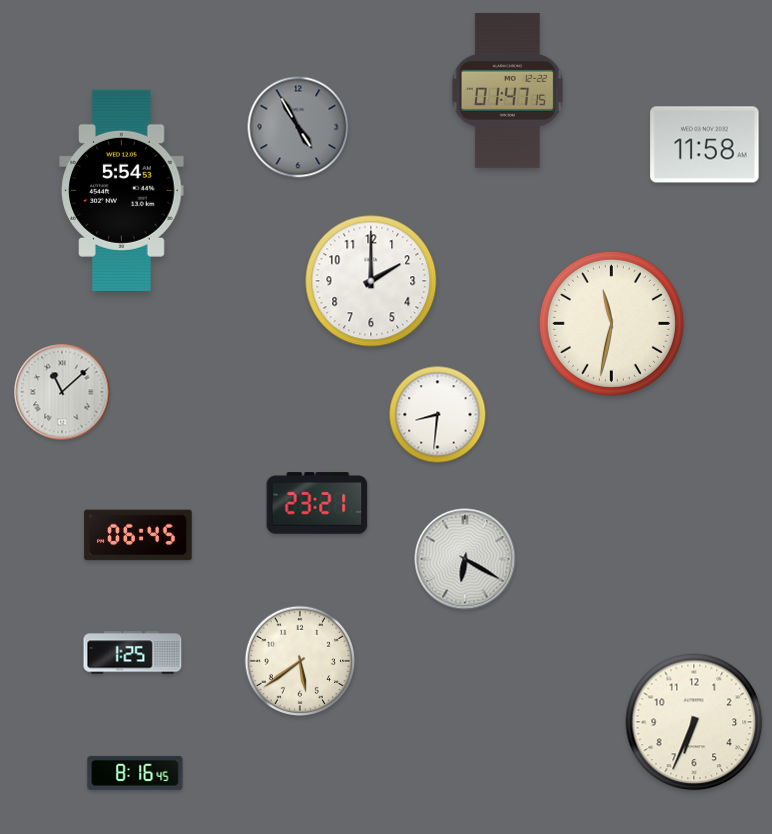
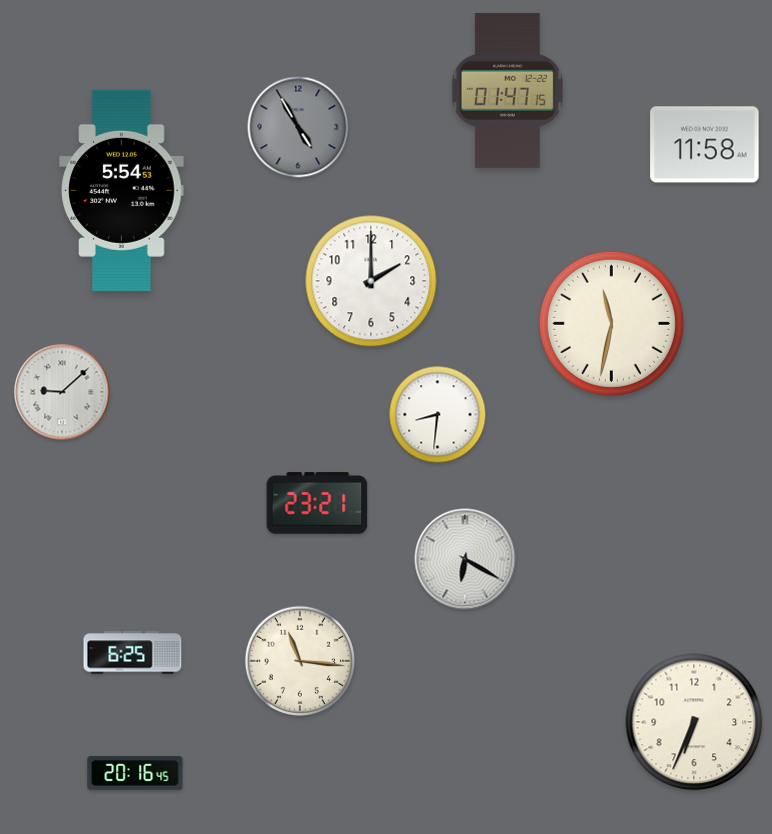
clock at (62, 392): 11:08 -> 9:08
clock at (138, 535): 06:45 -> none
clock at (133, 653): 1:25 -> 6:25
clock at (299, 660): 5:39 -> 11:16
clock at (135, 773): 8:16 -> 20:16
